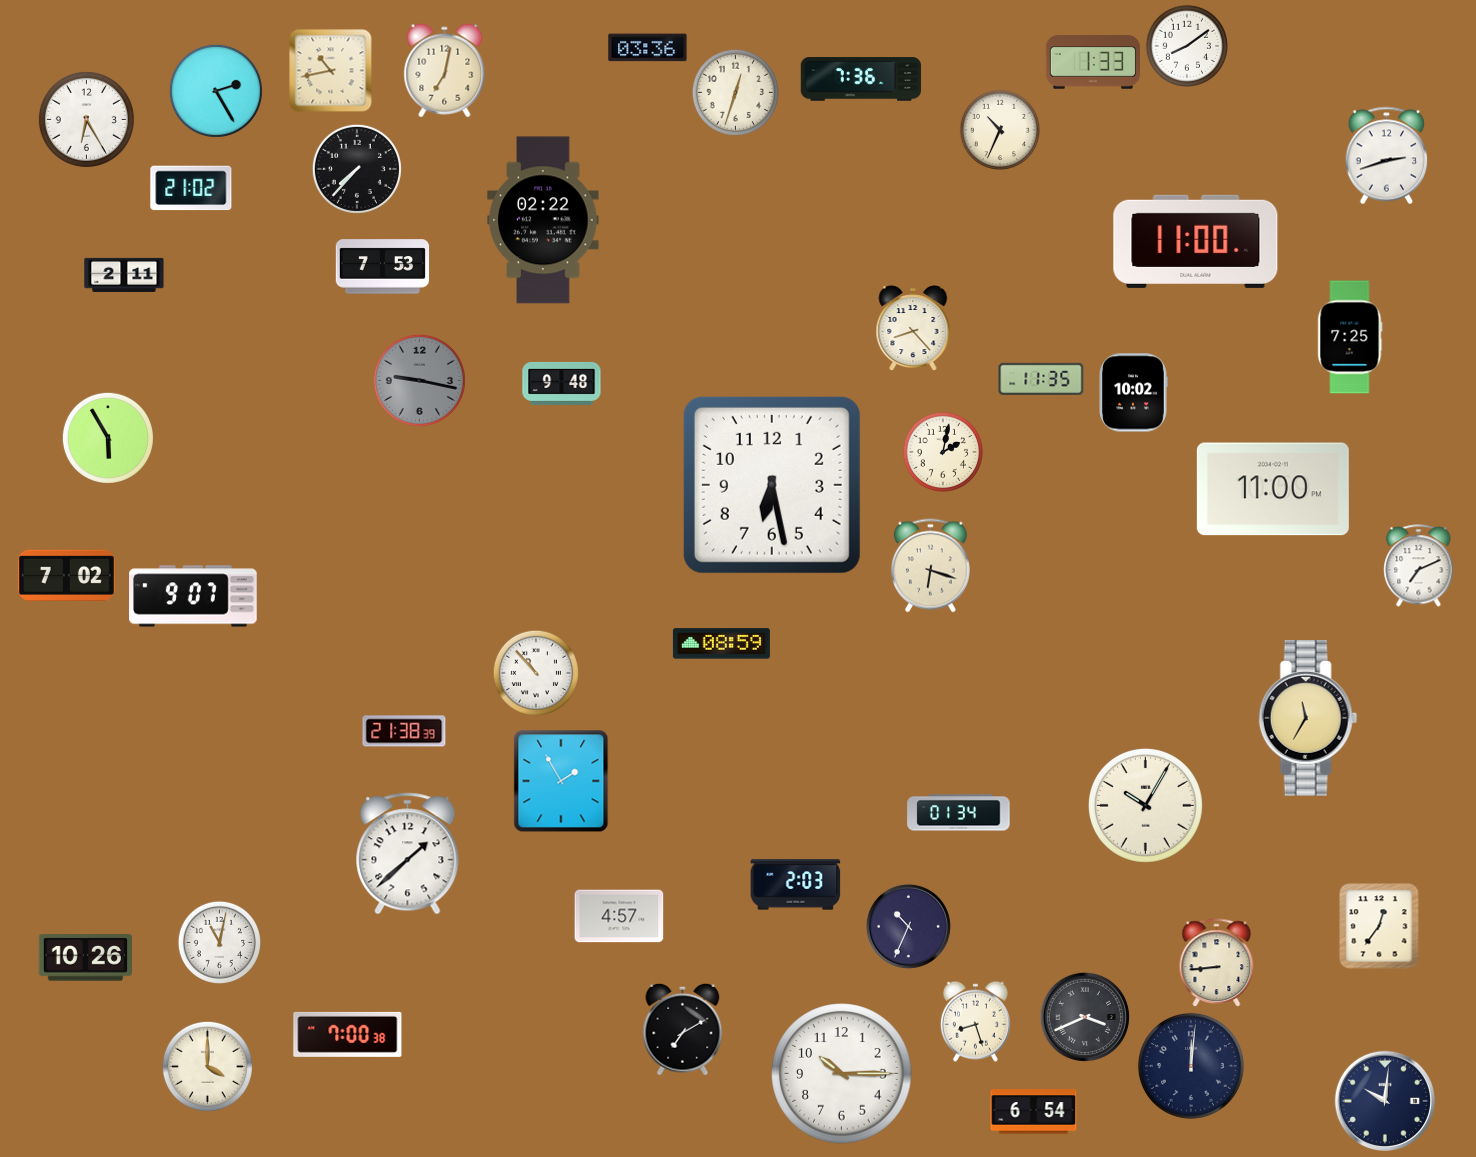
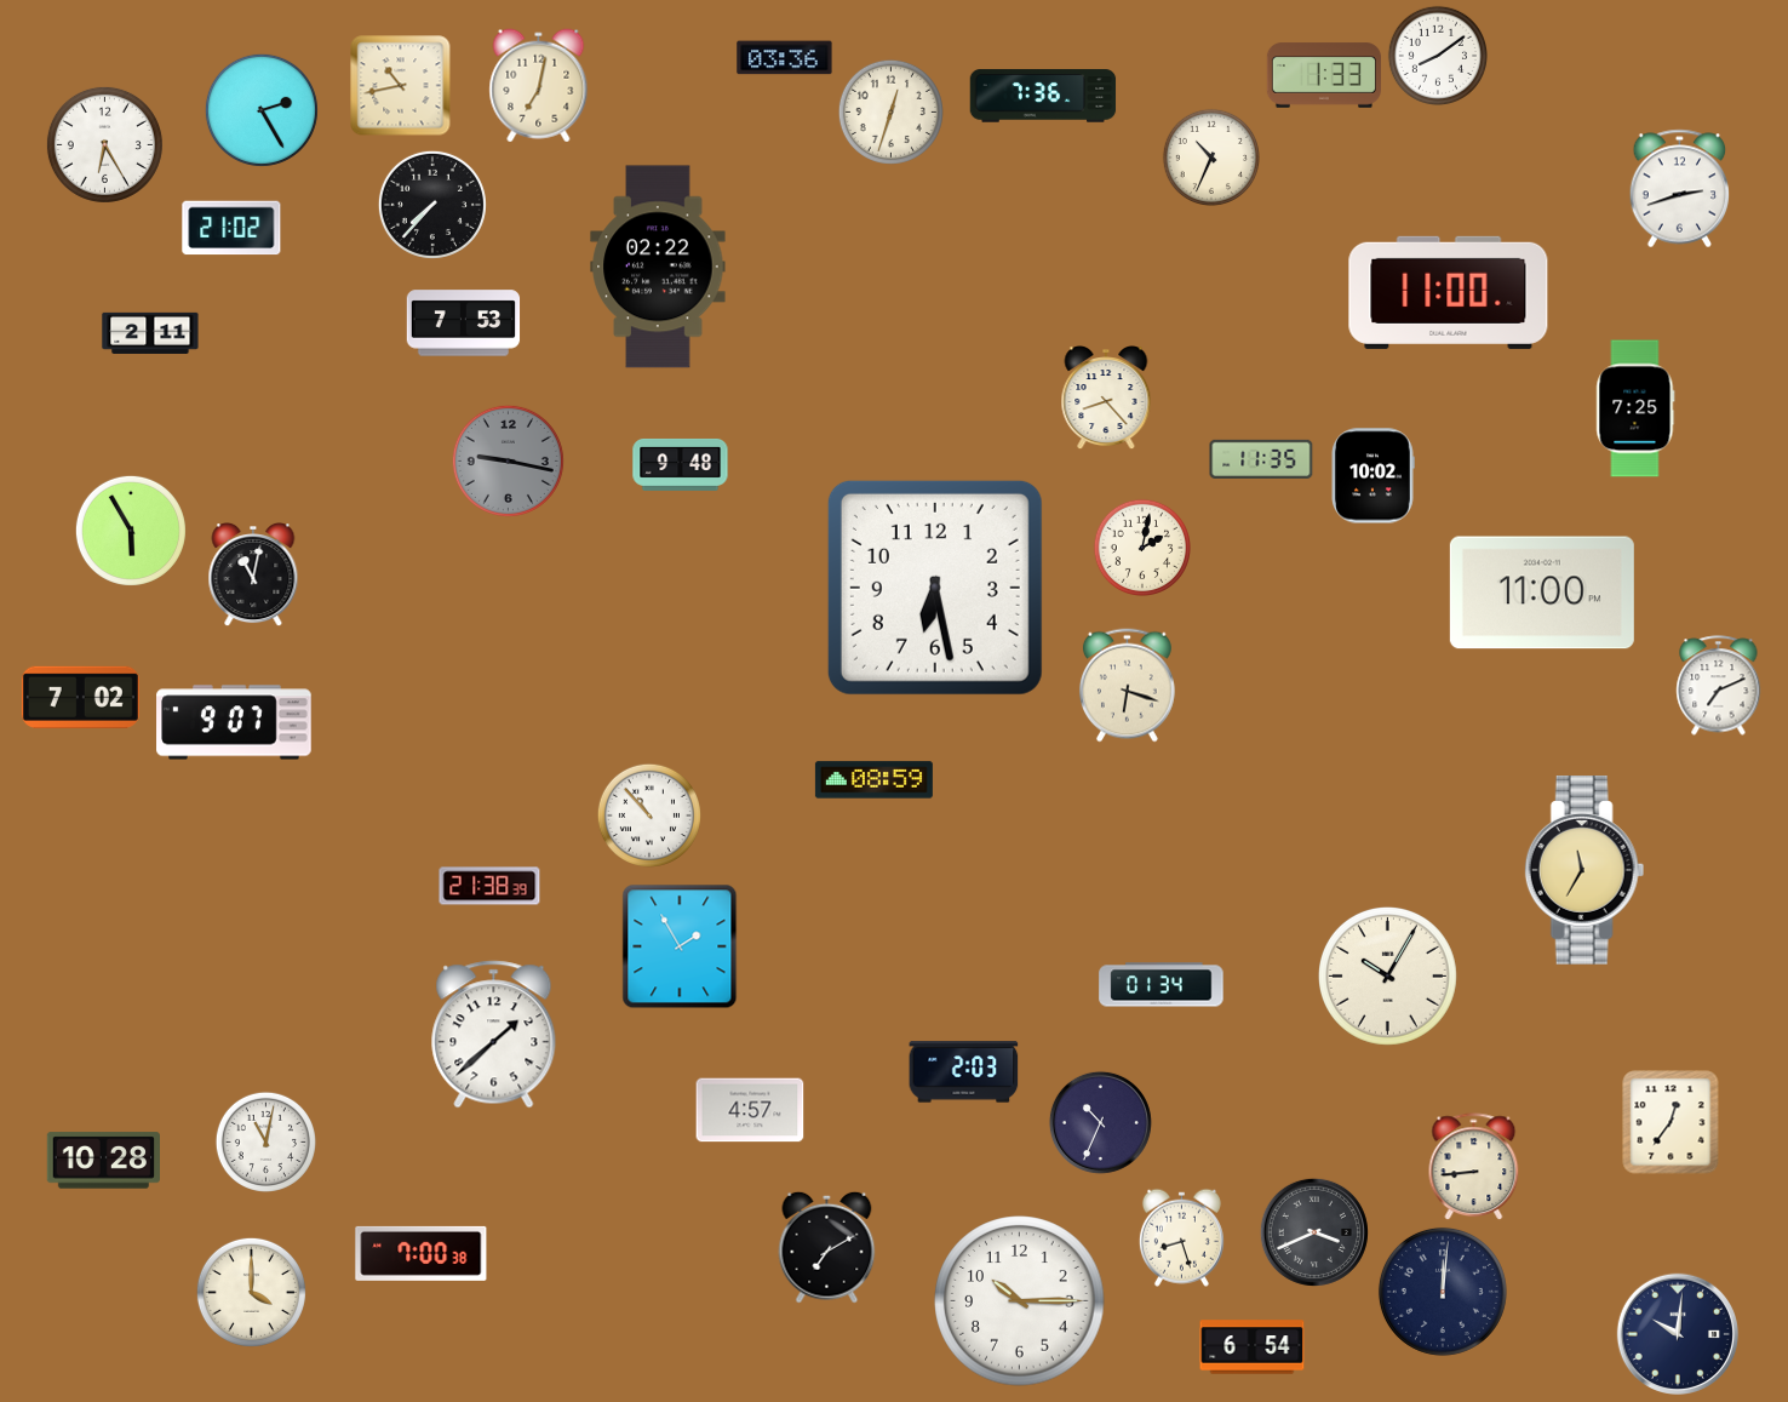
clock at (253, 576): none -> 11:02
clock at (85, 958): 10:26 -> 10:28
